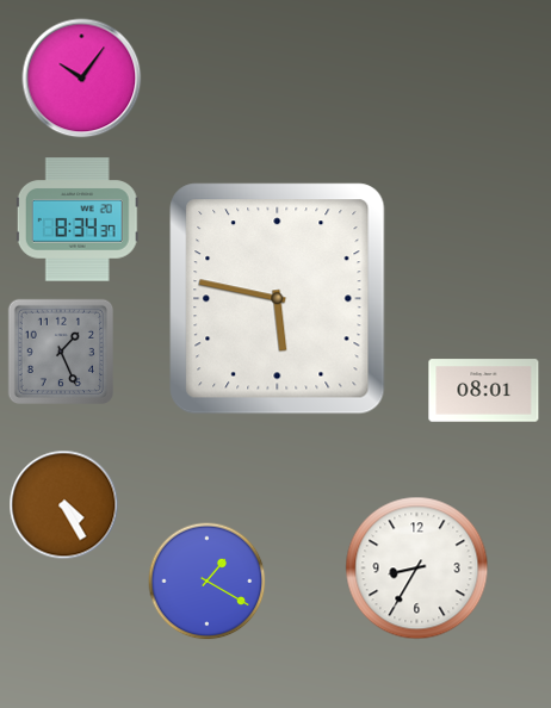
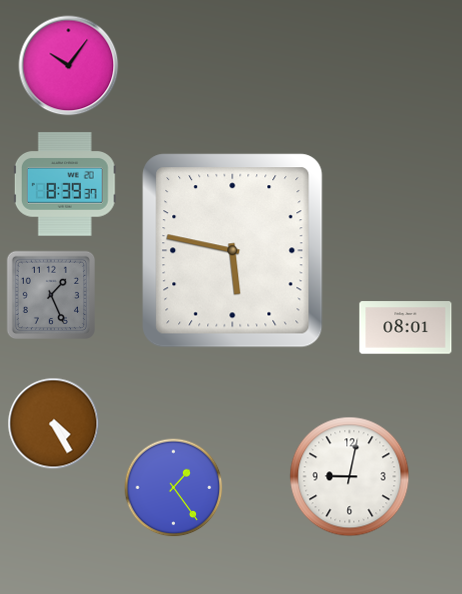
clock at (78, 219): 8:34 -> 8:39
clock at (417, 569): 8:35 -> 9:02
clock at (208, 582): 1:20 -> 1:24
